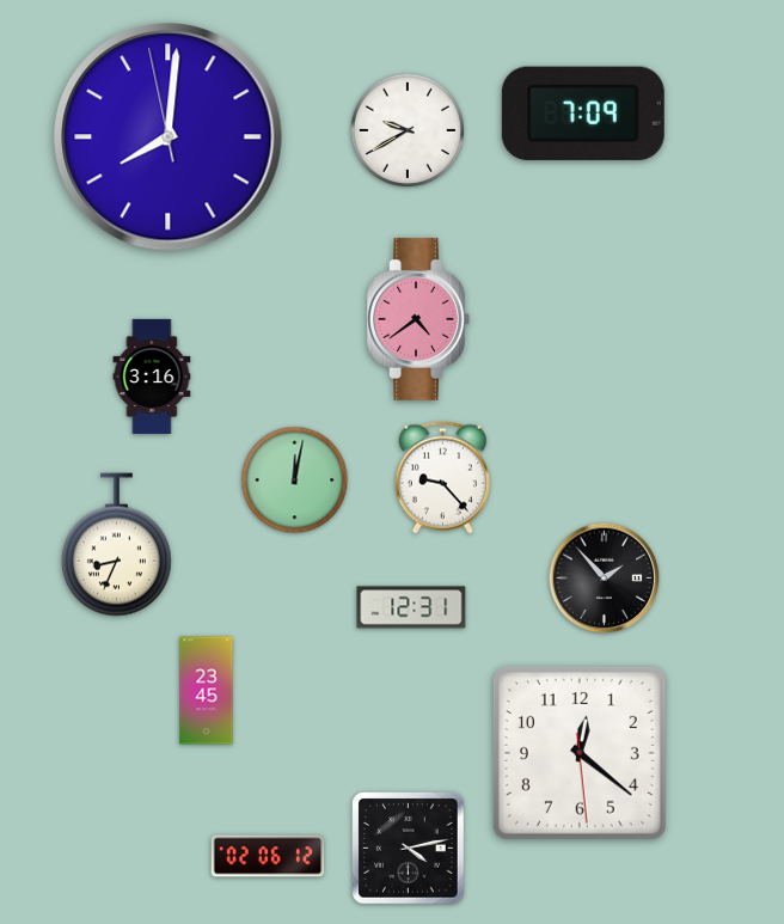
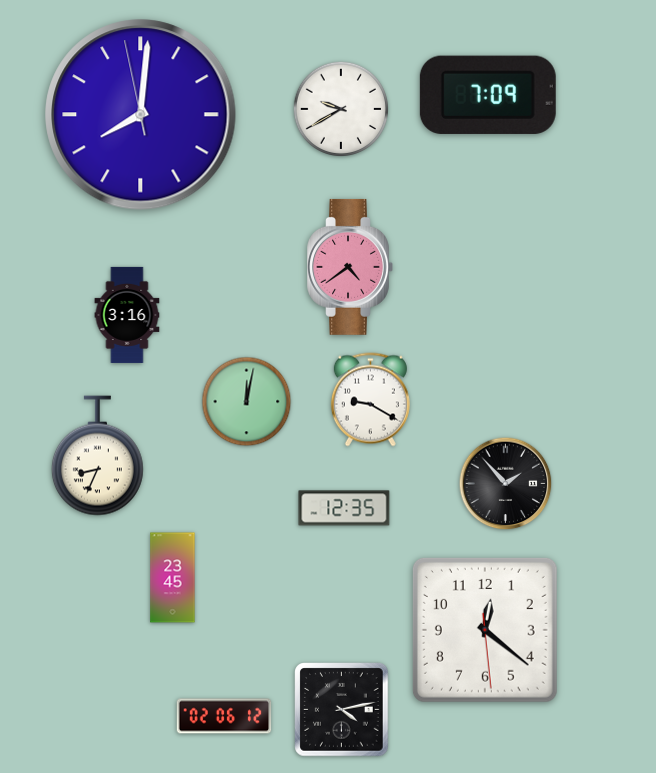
clock at (442, 478): 9:23 -> 9:20
clock at (411, 607): 12:31 -> 12:35
